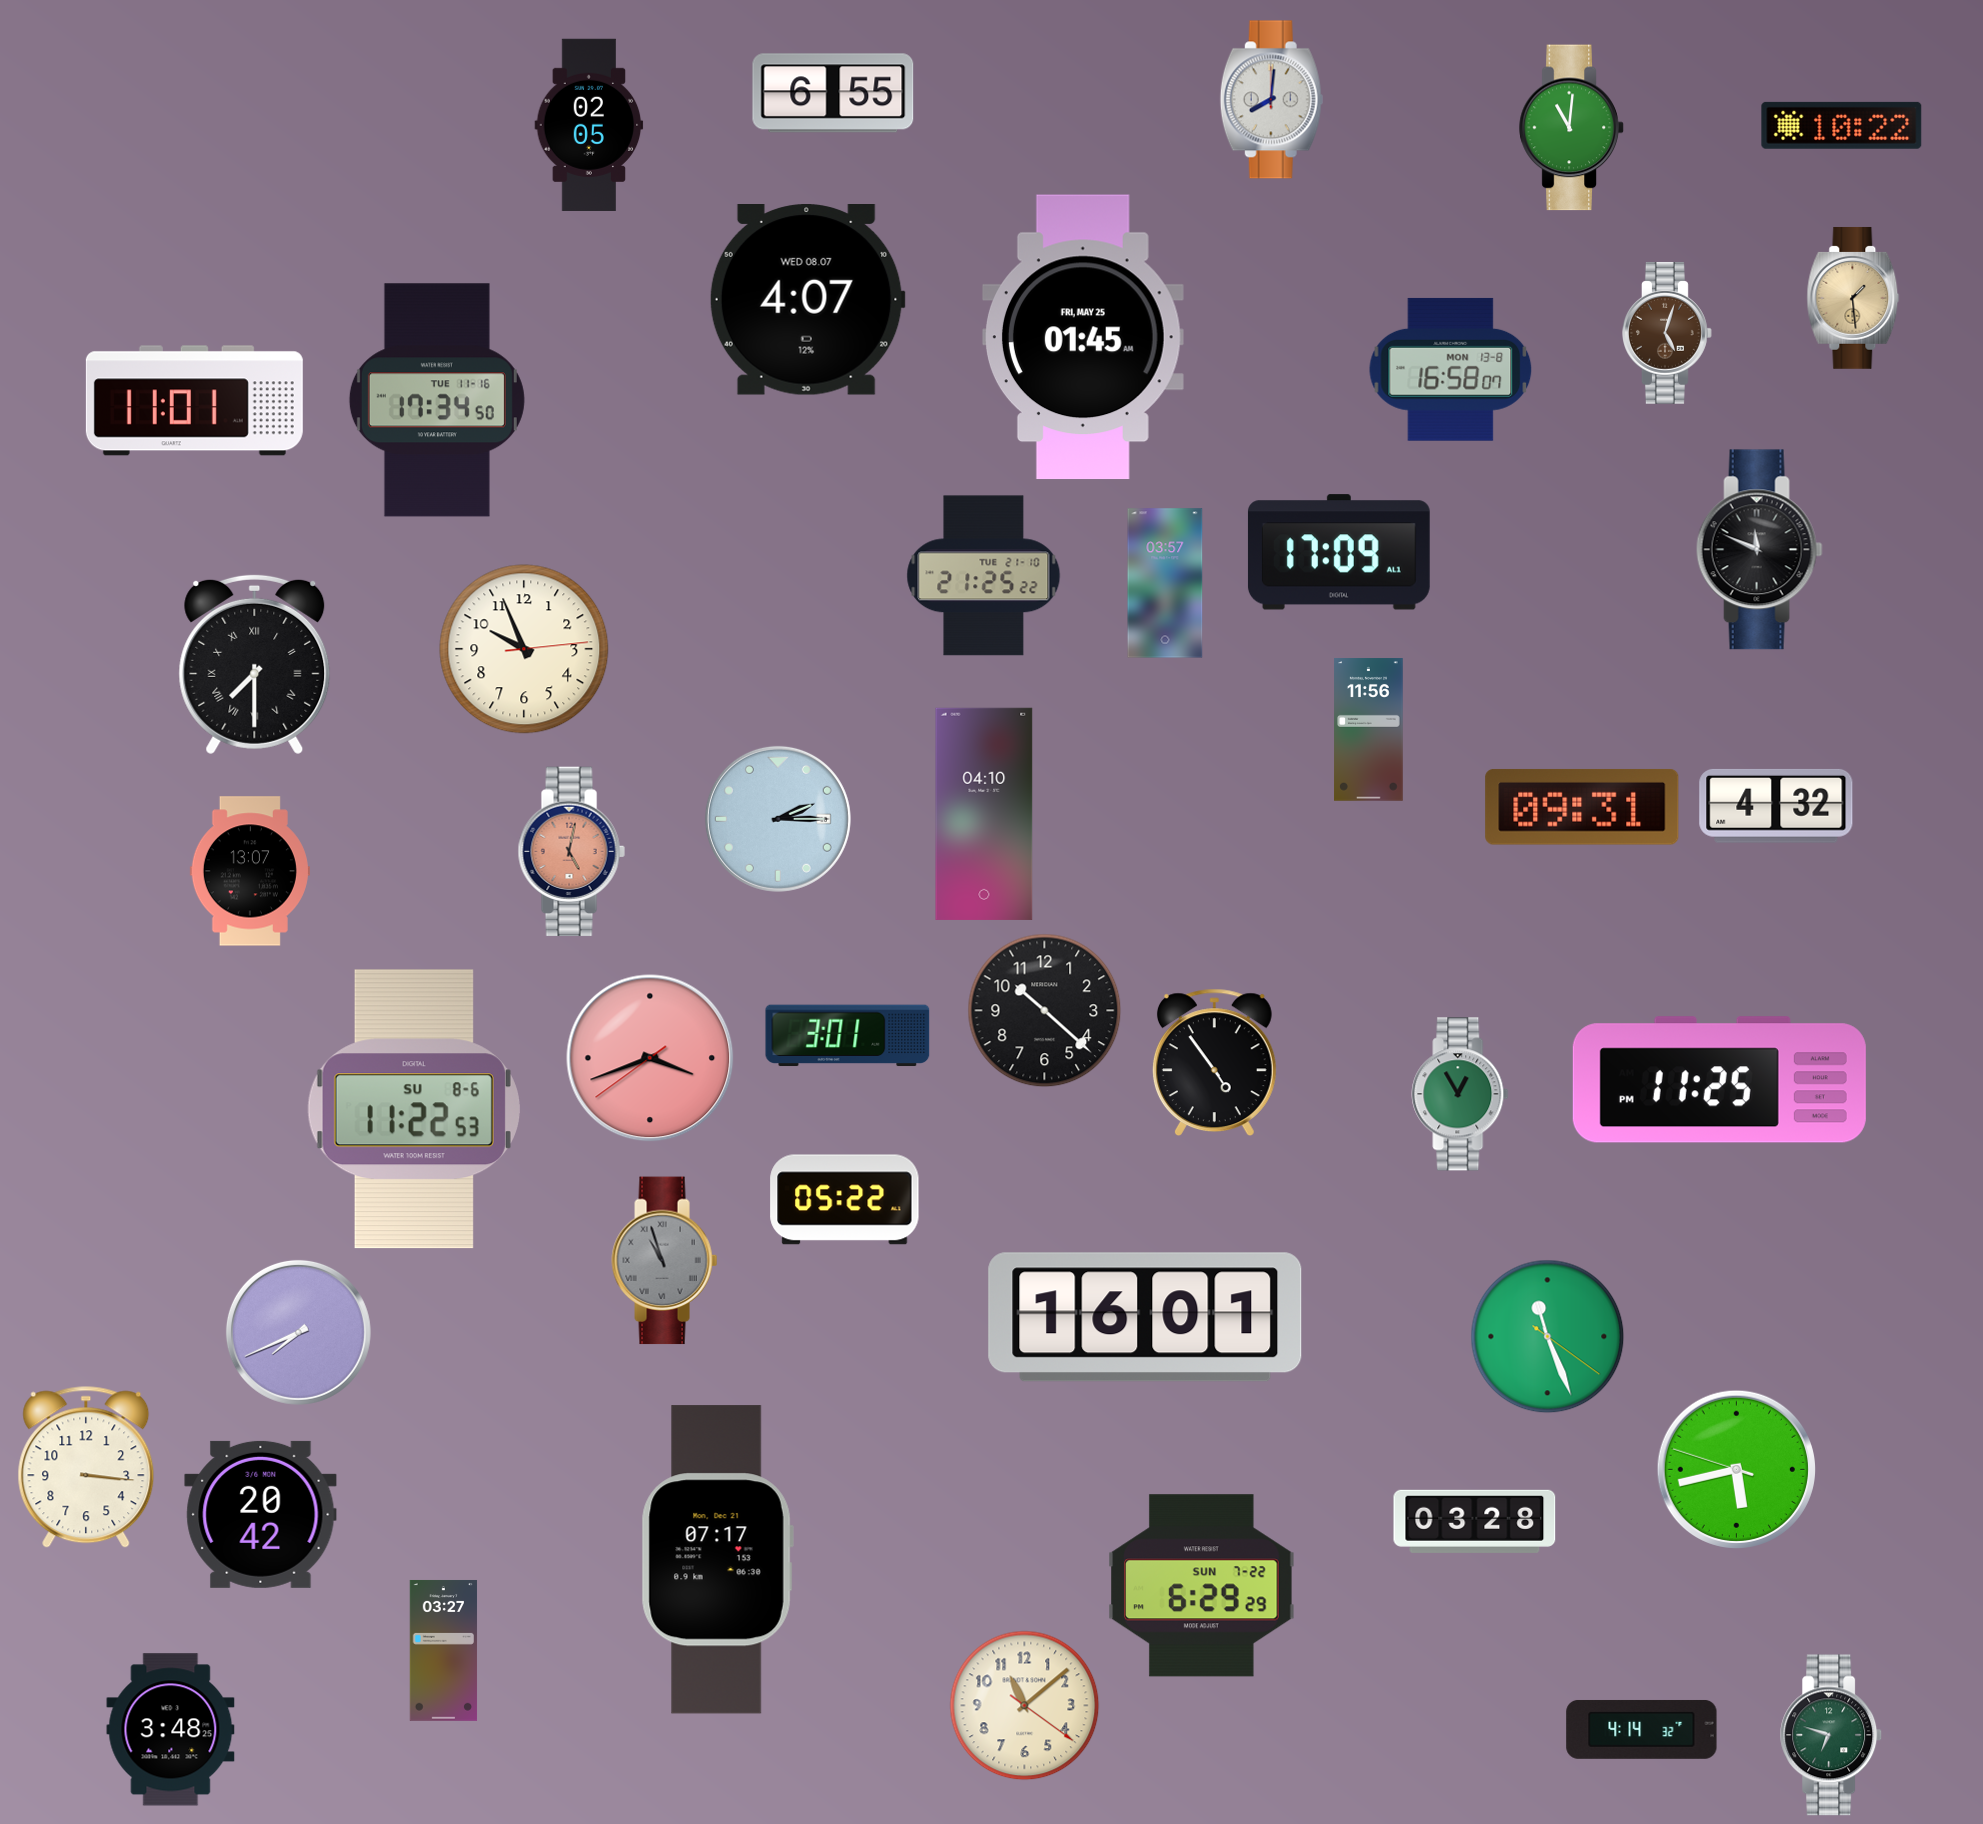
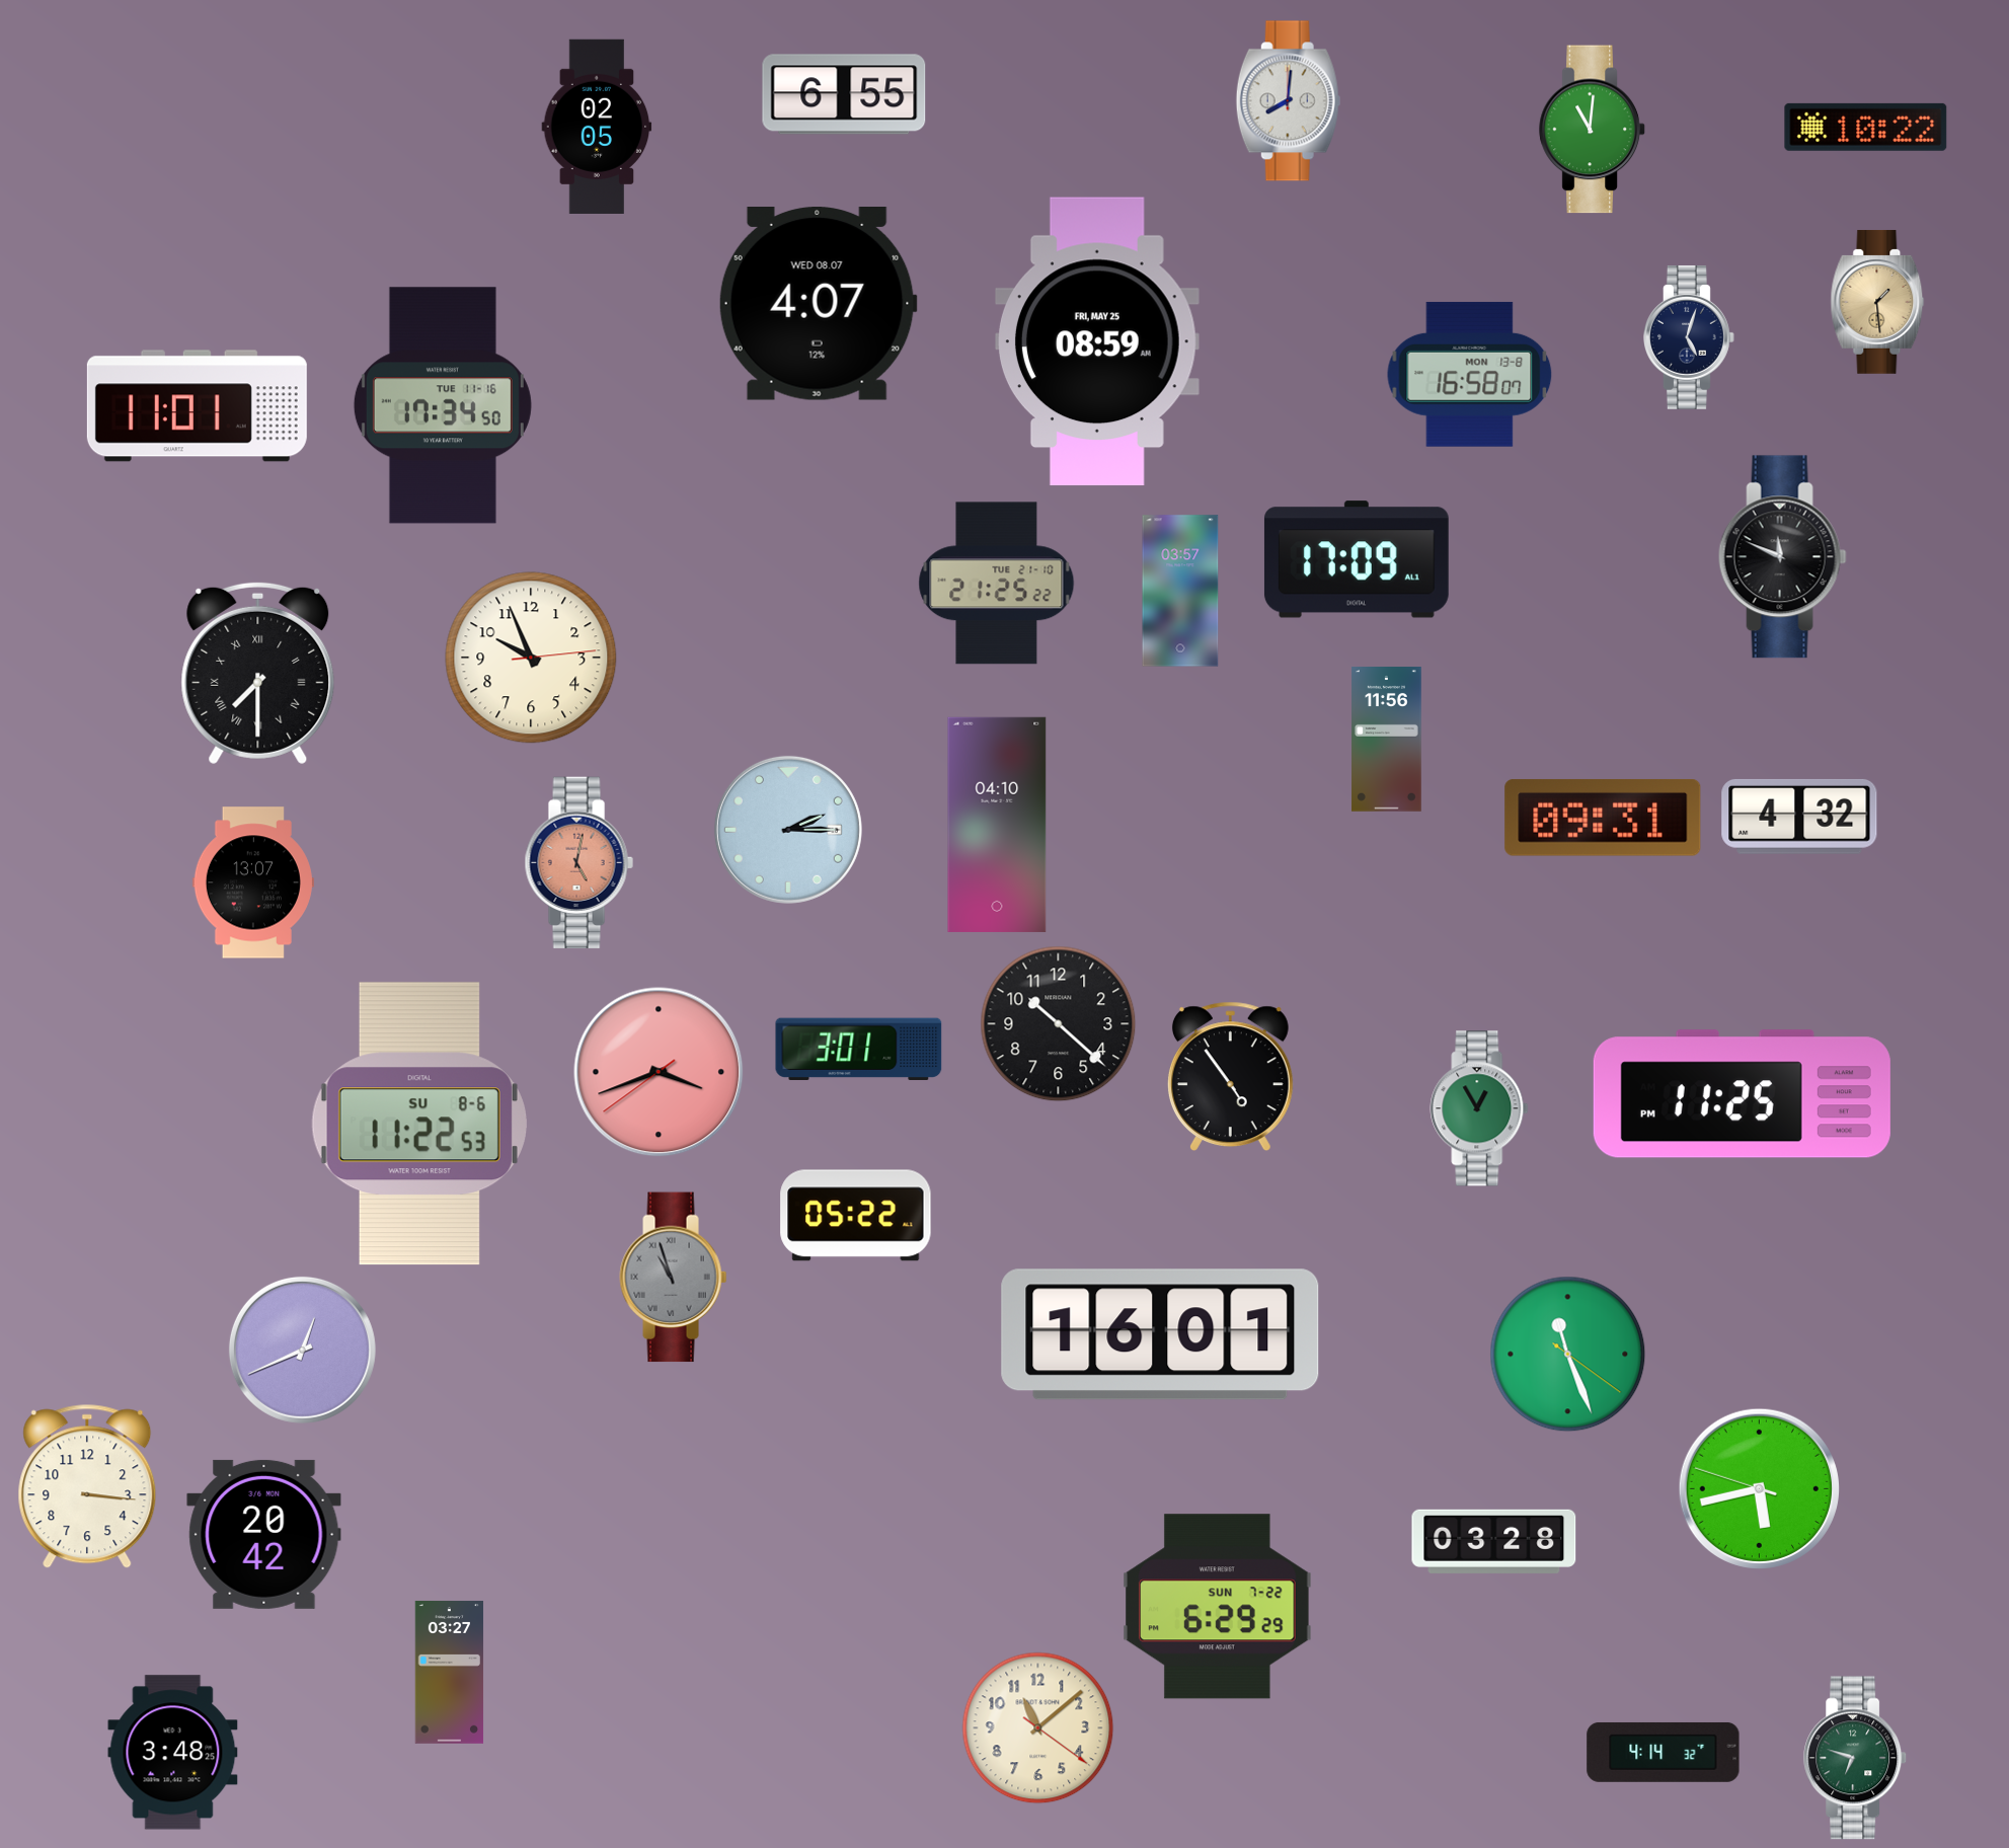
clock at (1668, 333) dial: brown -> navy
clock at (1084, 337): 01:45 -> 08:59
clock at (298, 1332): 7:41 -> 12:41
clock at (717, 1560): 07:17 -> none
